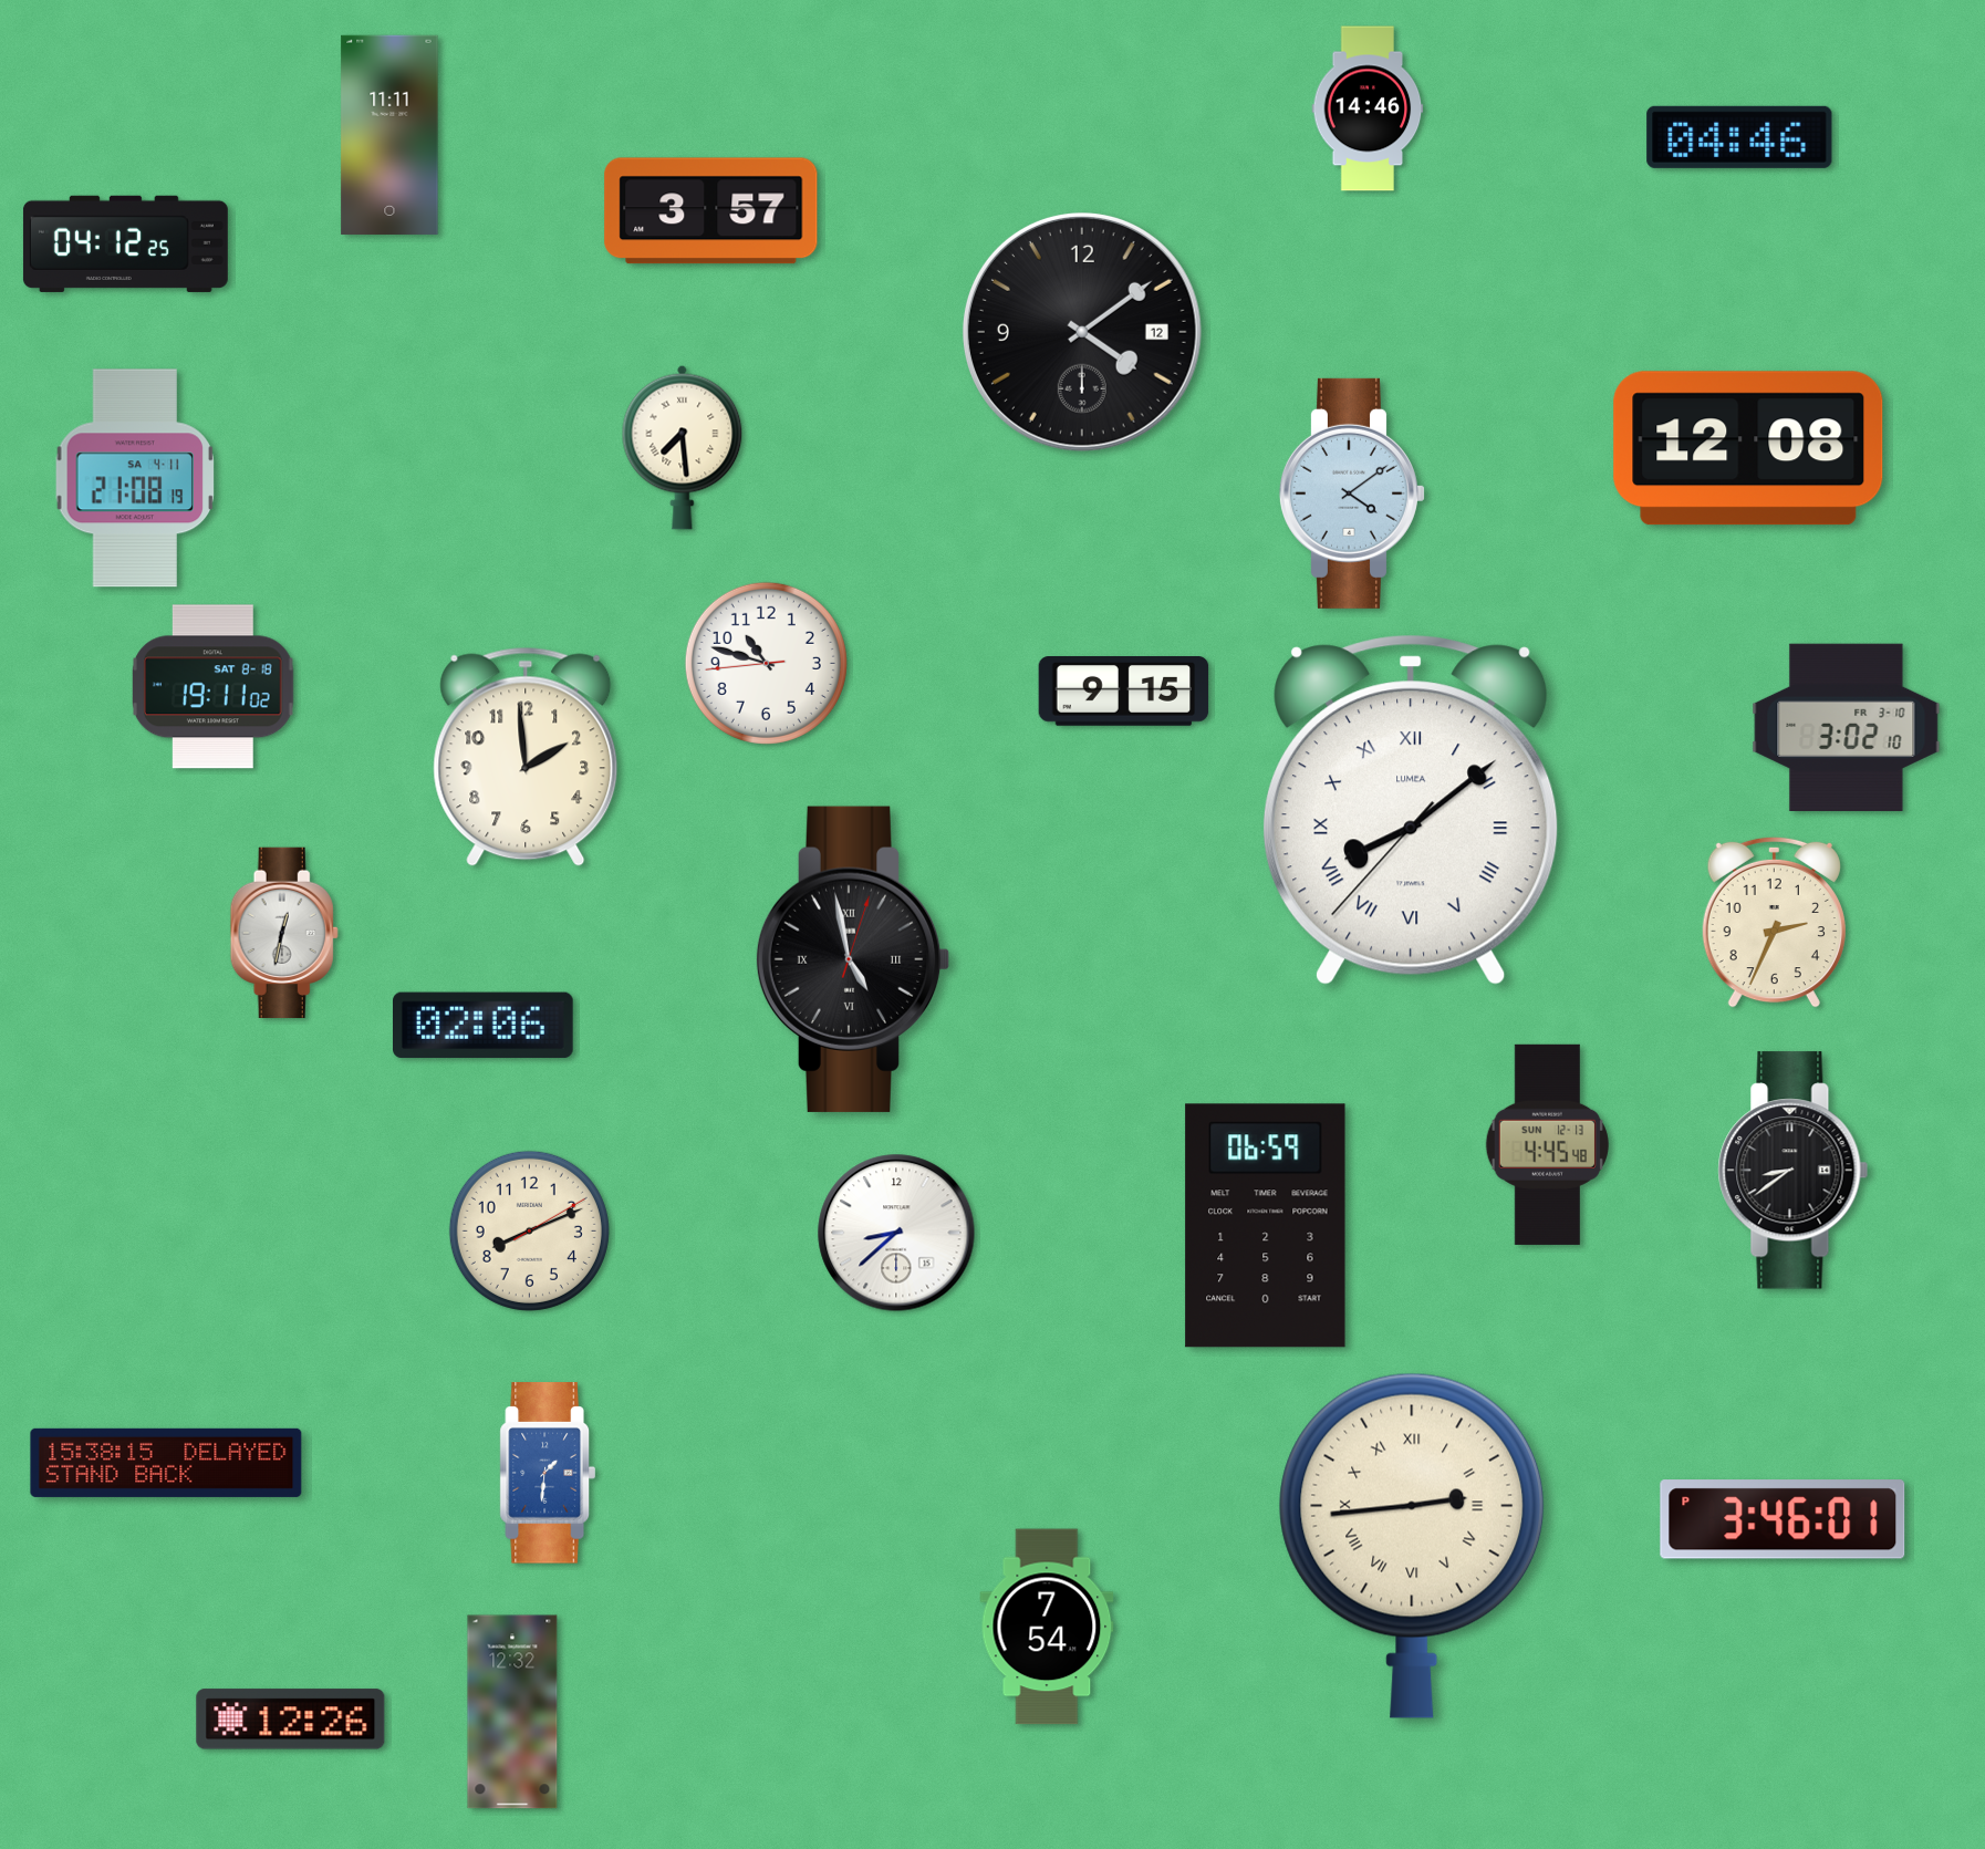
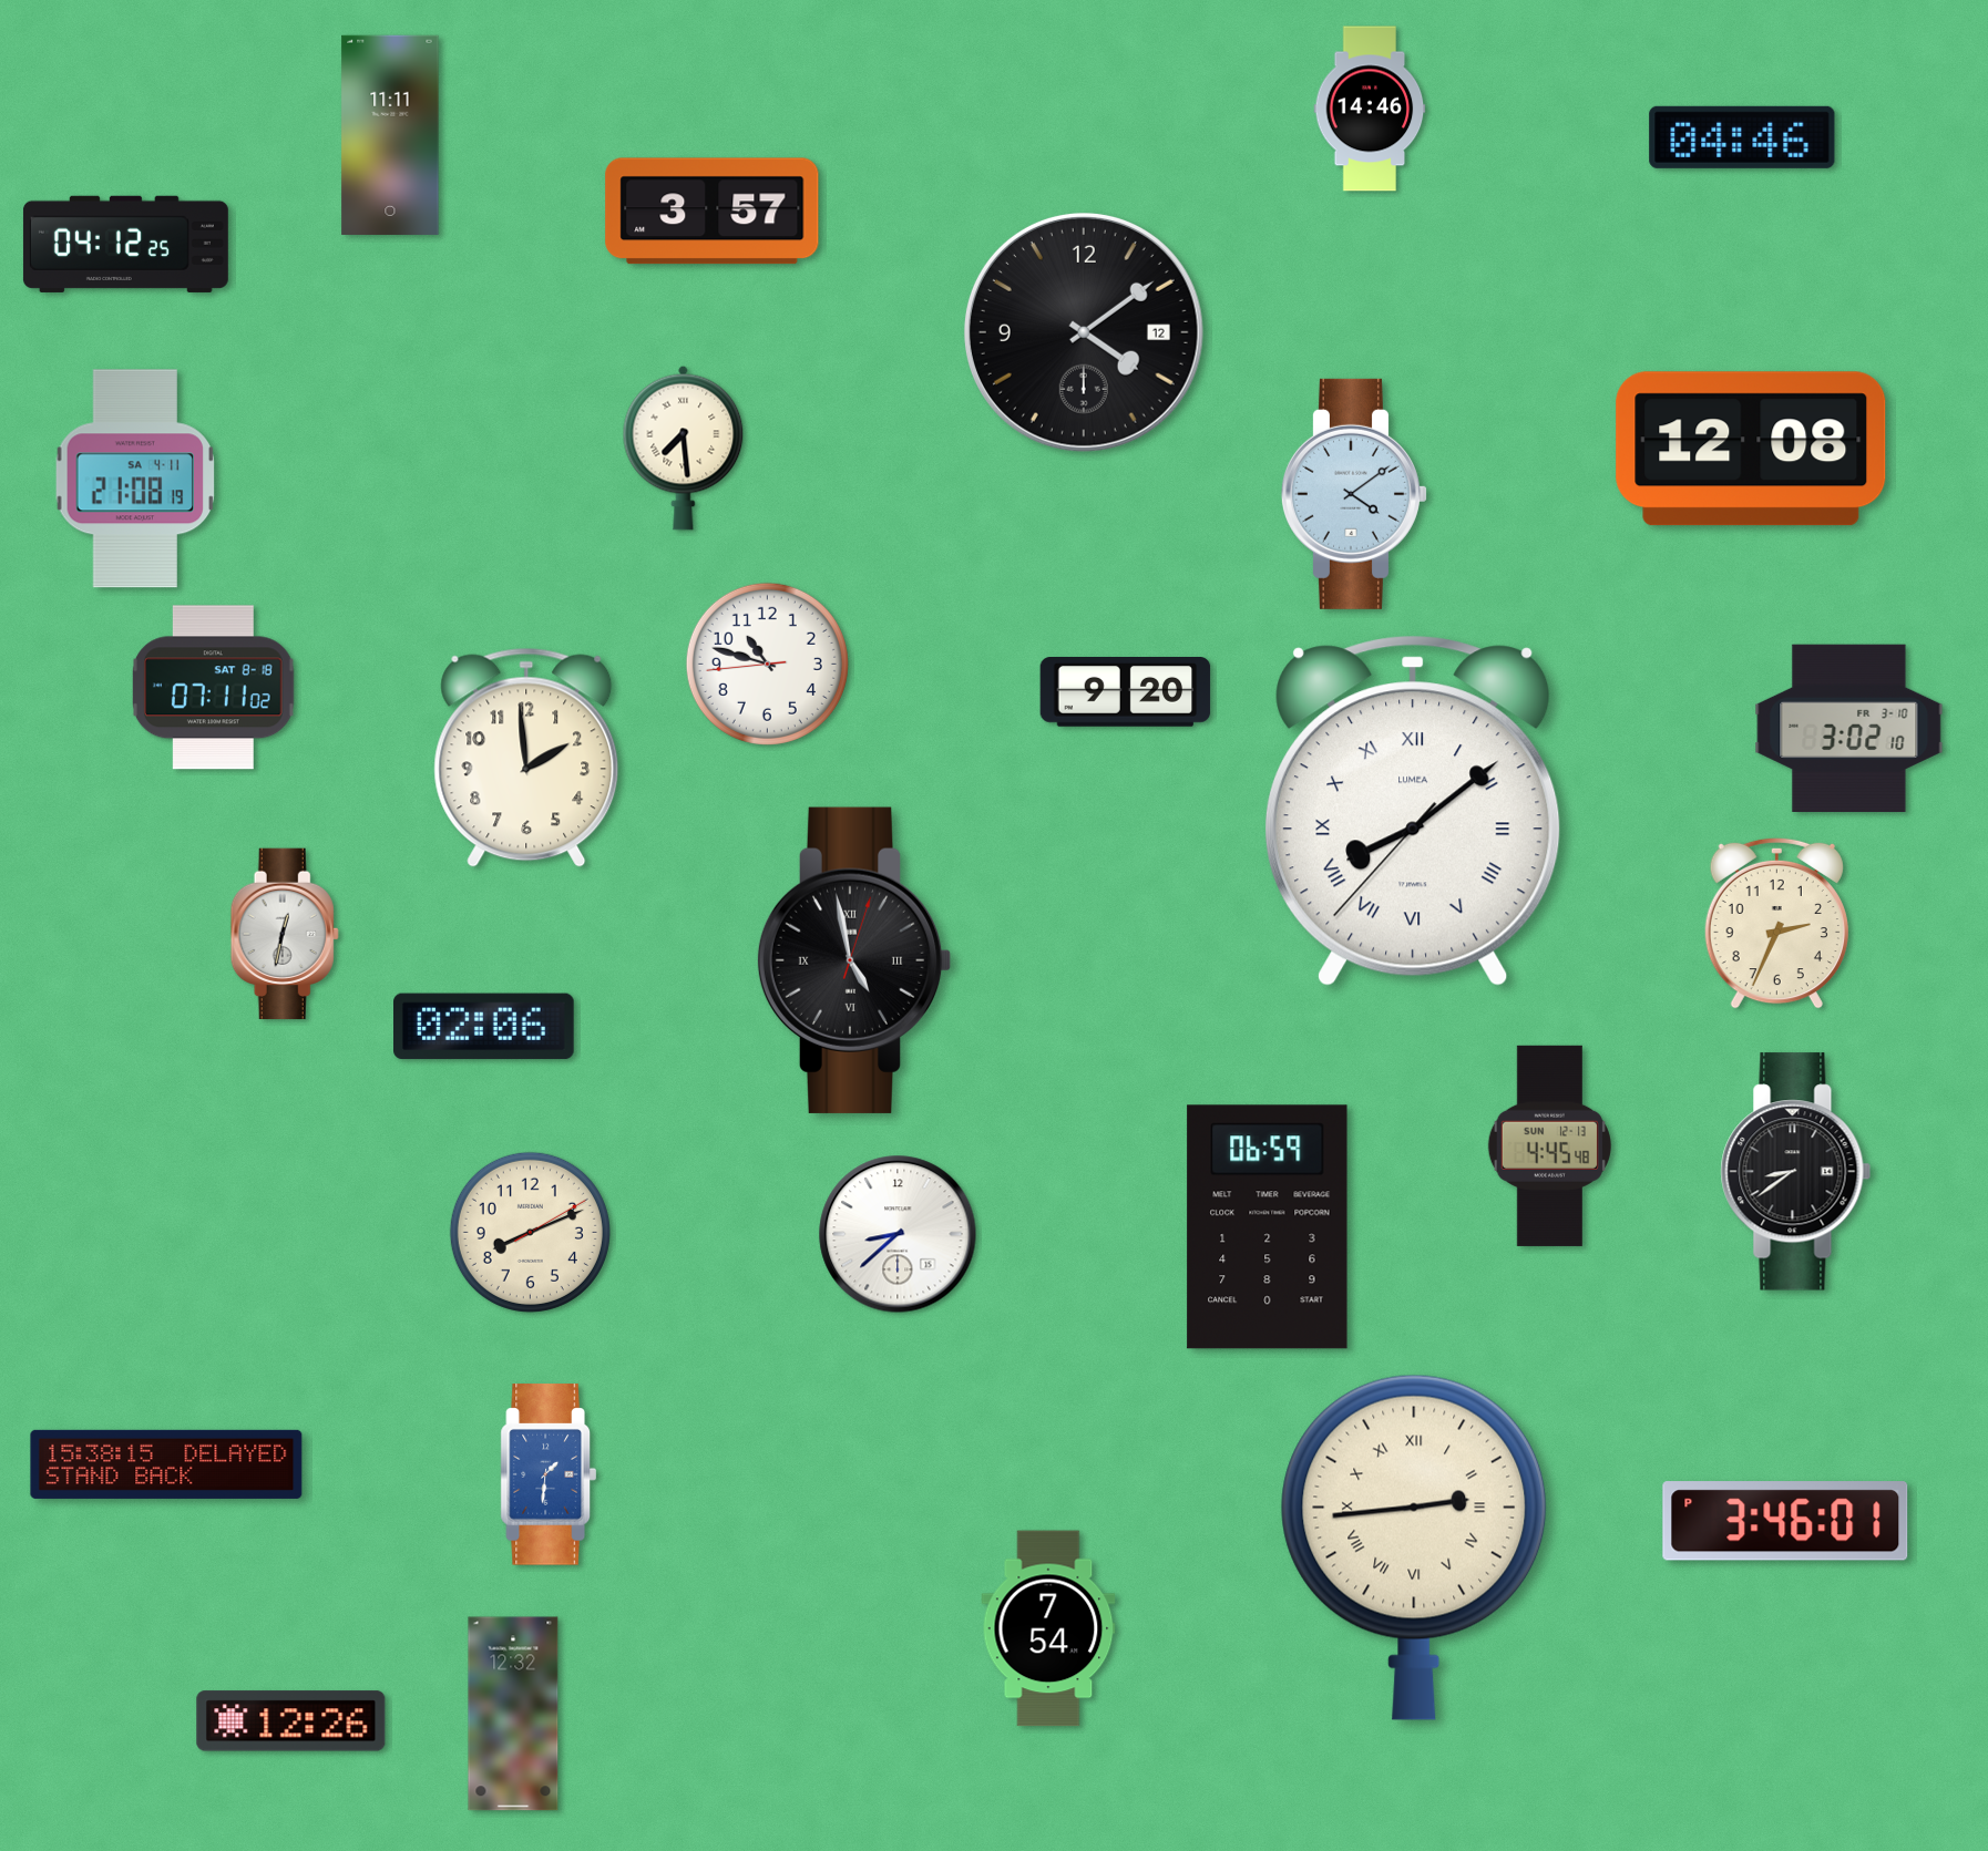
clock at (212, 687): 19:11 -> 07:11
clock at (1124, 692): 9:15 -> 9:20
